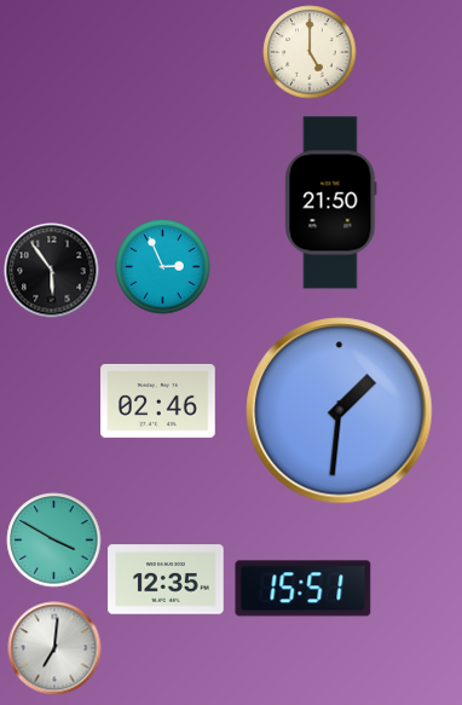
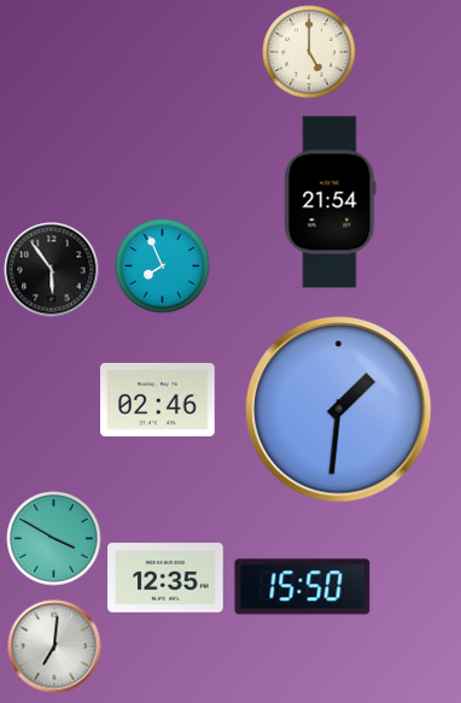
clock at (331, 203): 21:50 -> 21:54
clock at (163, 267): 2:56 -> 7:56
clock at (304, 589): 15:51 -> 15:50
